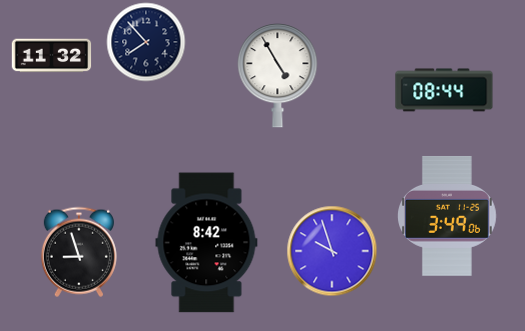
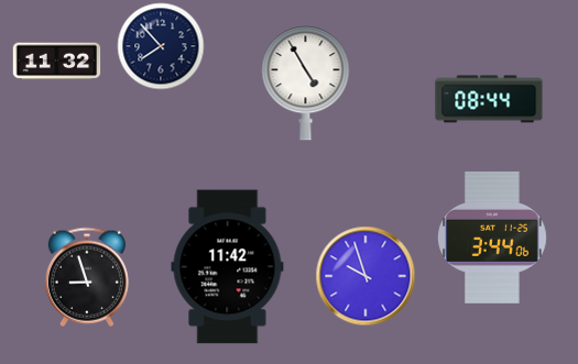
clock at (448, 216): 3:49 -> 3:44
clock at (207, 243): 8:42 -> 11:42
